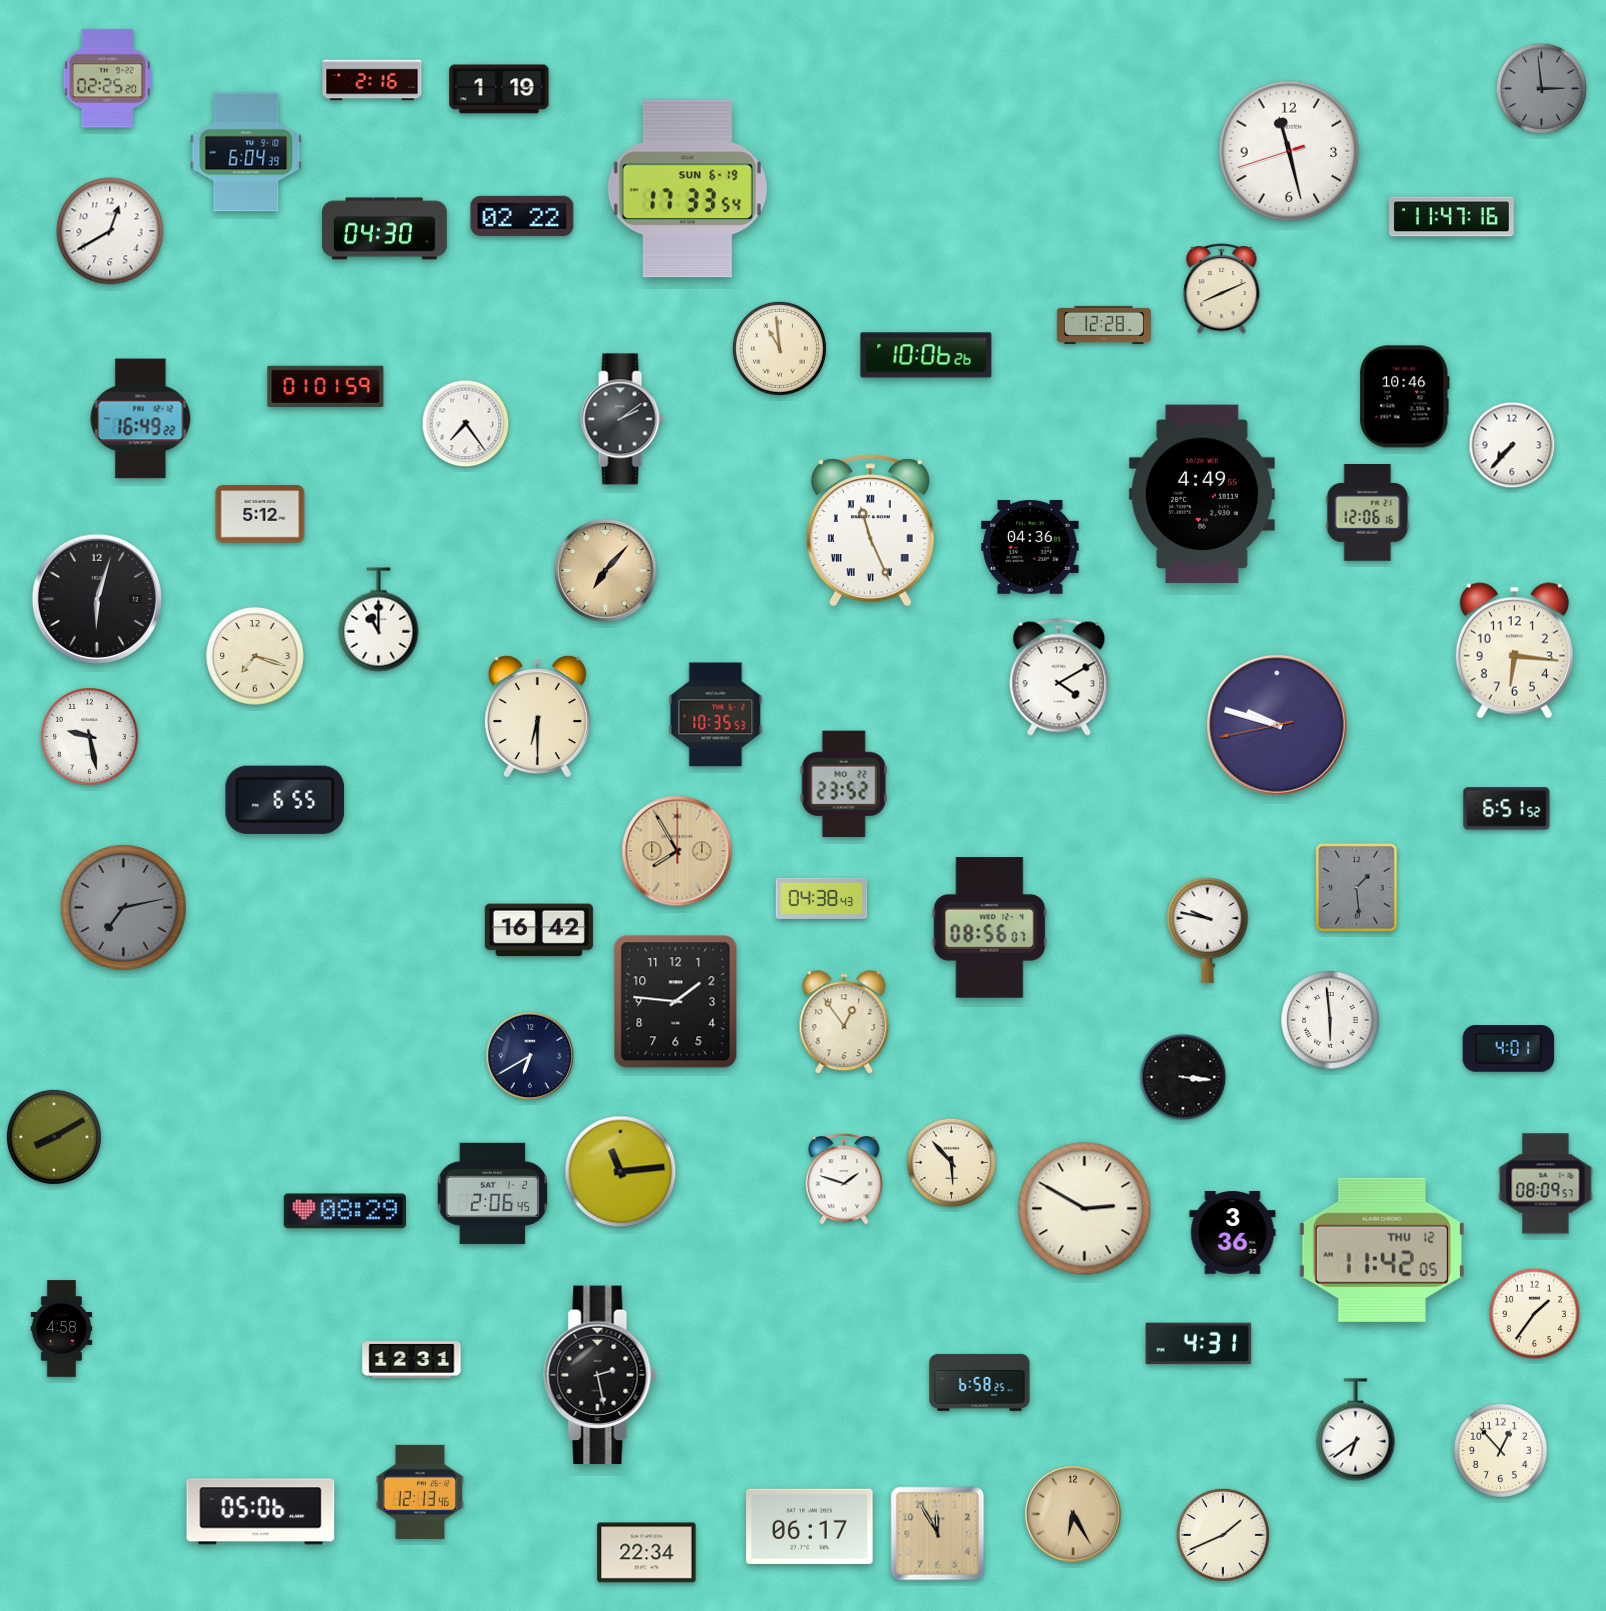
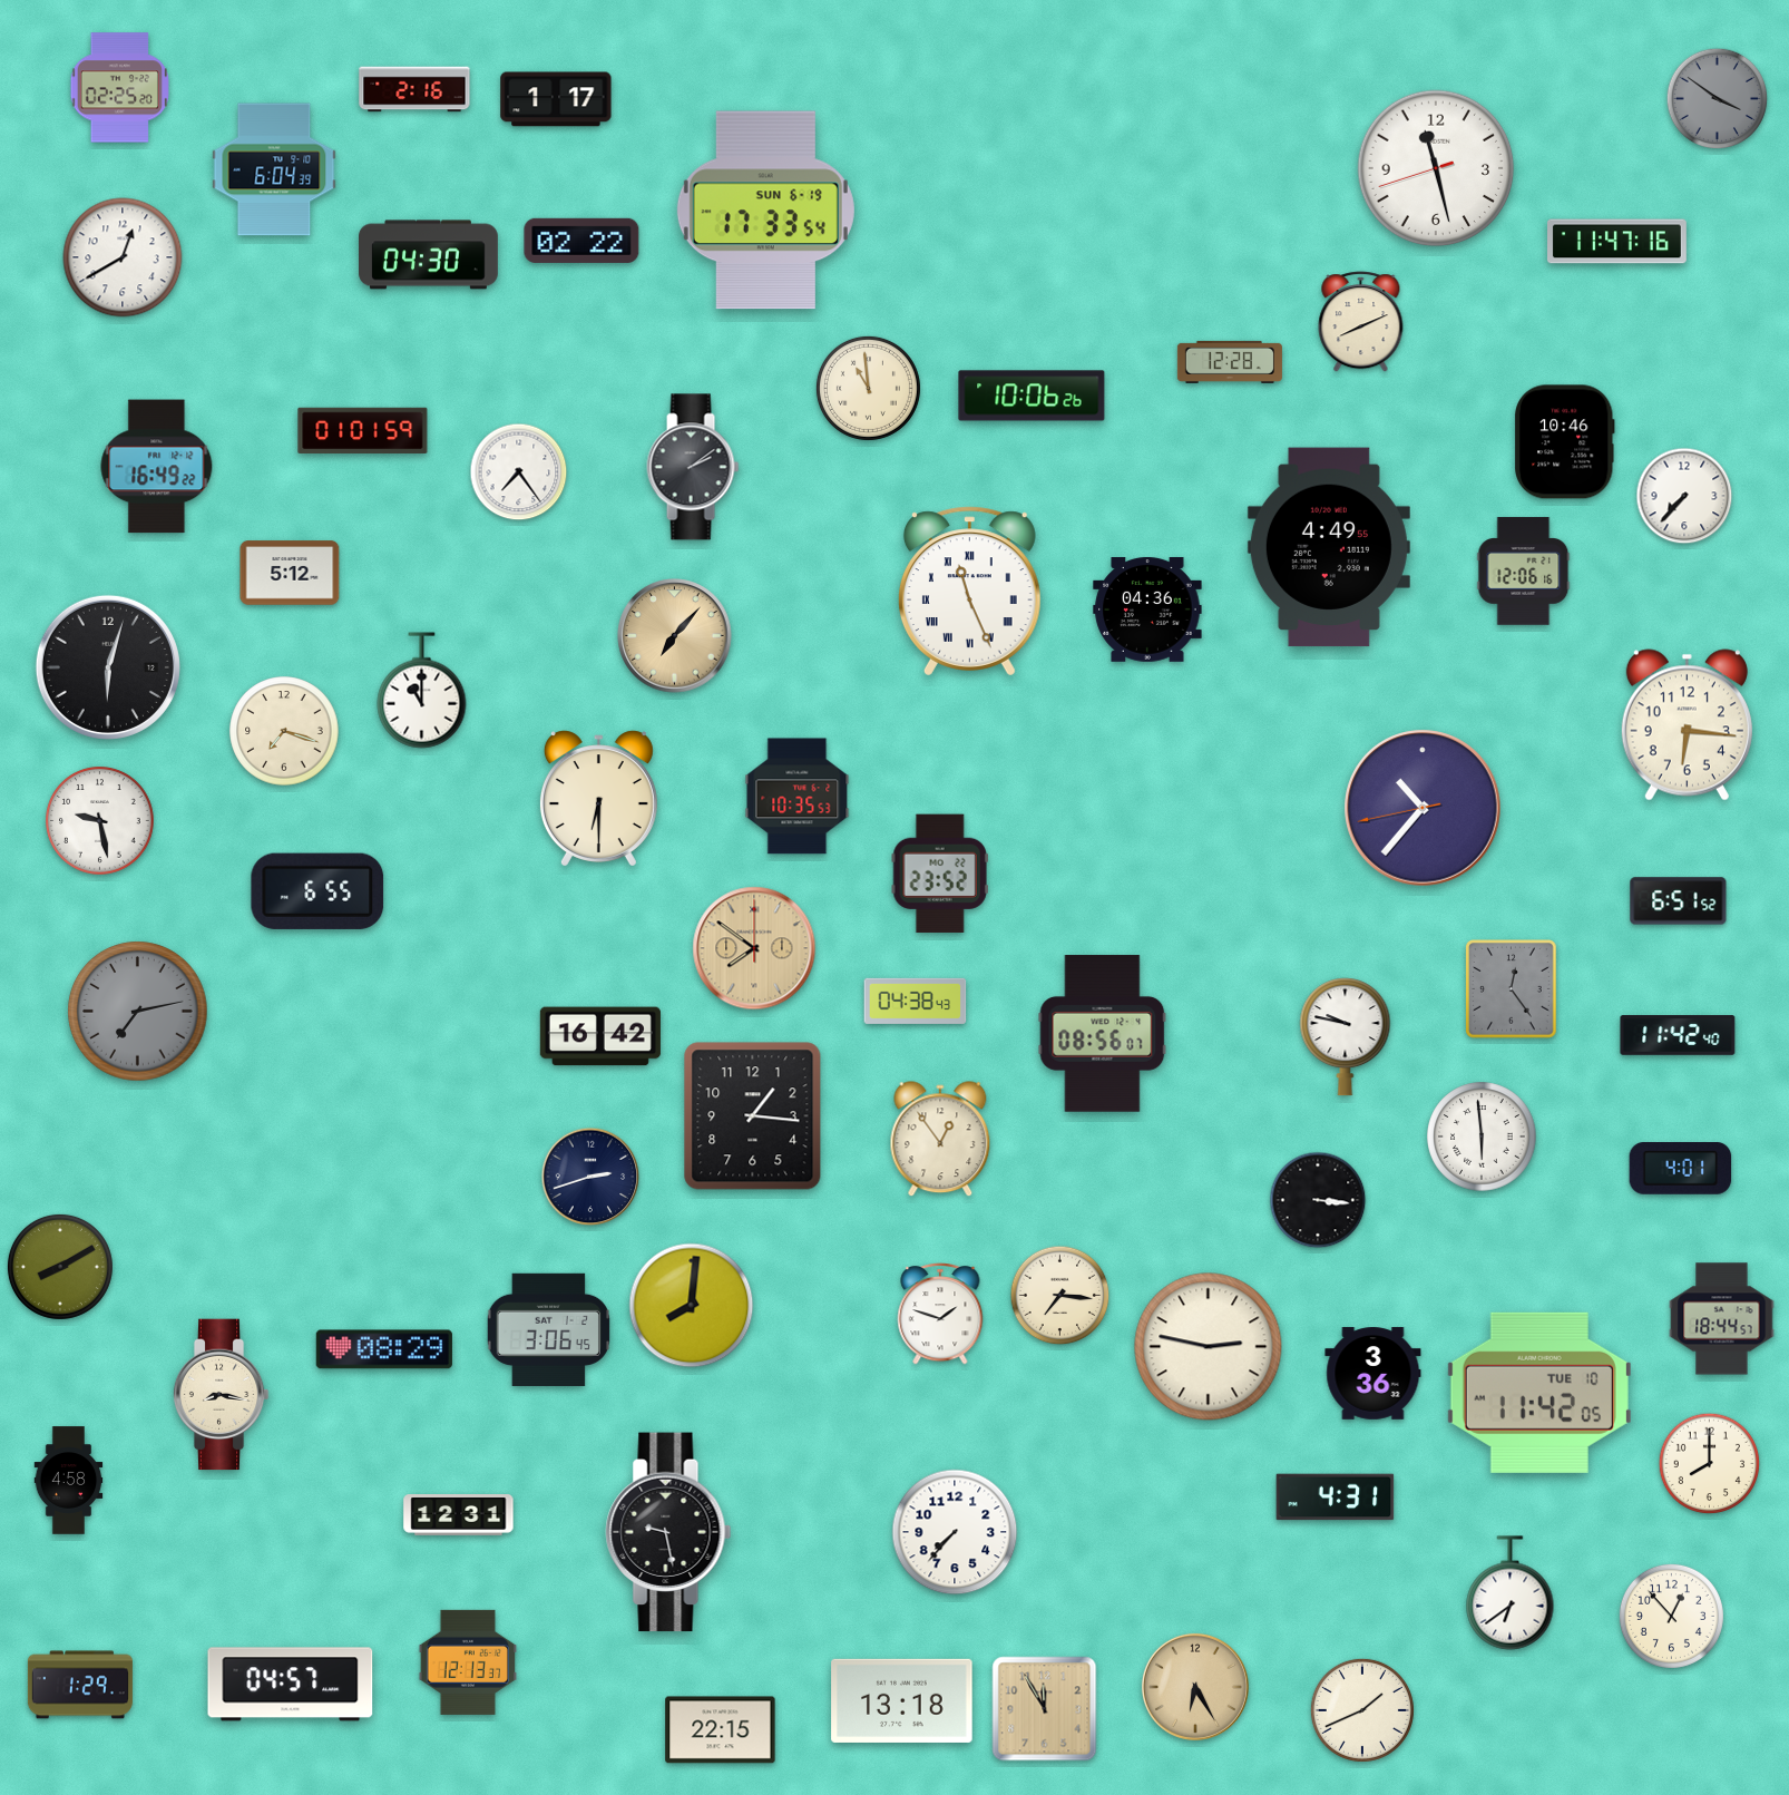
clock at (499, 89): 1:19 -> 1:17
clock at (1542, 89): 2:59 -> 3:51
clock at (1202, 494) position: (1202, 494) -> (1329, 547)
clock at (1059, 677): 4:10 -> none
clock at (1277, 725): 9:47 -> 10:36
clock at (677, 851): 7:55 -> 7:51
clock at (1357, 888): 1:29 -> 12:24
clock at (1678, 1035): none -> 11:42
clock at (676, 1002): 1:46 -> 1:16
clock at (530, 1056): 6:40 -> 2:42
clock at (952, 1163): 5:53 -> 7:16
clock at (621, 1172): 11:14 -> 8:01
clock at (1546, 1184): 08:09 -> 18:44
clock at (492, 1193): 2:06 -> 3:06
clock at (1085, 1209): 2:50 -> 2:47
clock at (1382, 1250) date: THU 12 -> TUE 10
clock at (221, 1395): none -> 8:17
clock at (1535, 1314): 1:36 -> 8:00
clock at (600, 1375): 2:28 -> 9:28
clock at (955, 1532): none -> 7:37
clock at (980, 1382): 6:58 -> none
clock at (419, 1492): 12:13:46 -> 12:13:37
clock at (80, 1685): none -> 1:29
clock at (261, 1512): 05:06 -> 04:57
clock at (810, 1526): 06:17 -> 13:18
clock at (647, 1553): 22:34 -> 22:15
